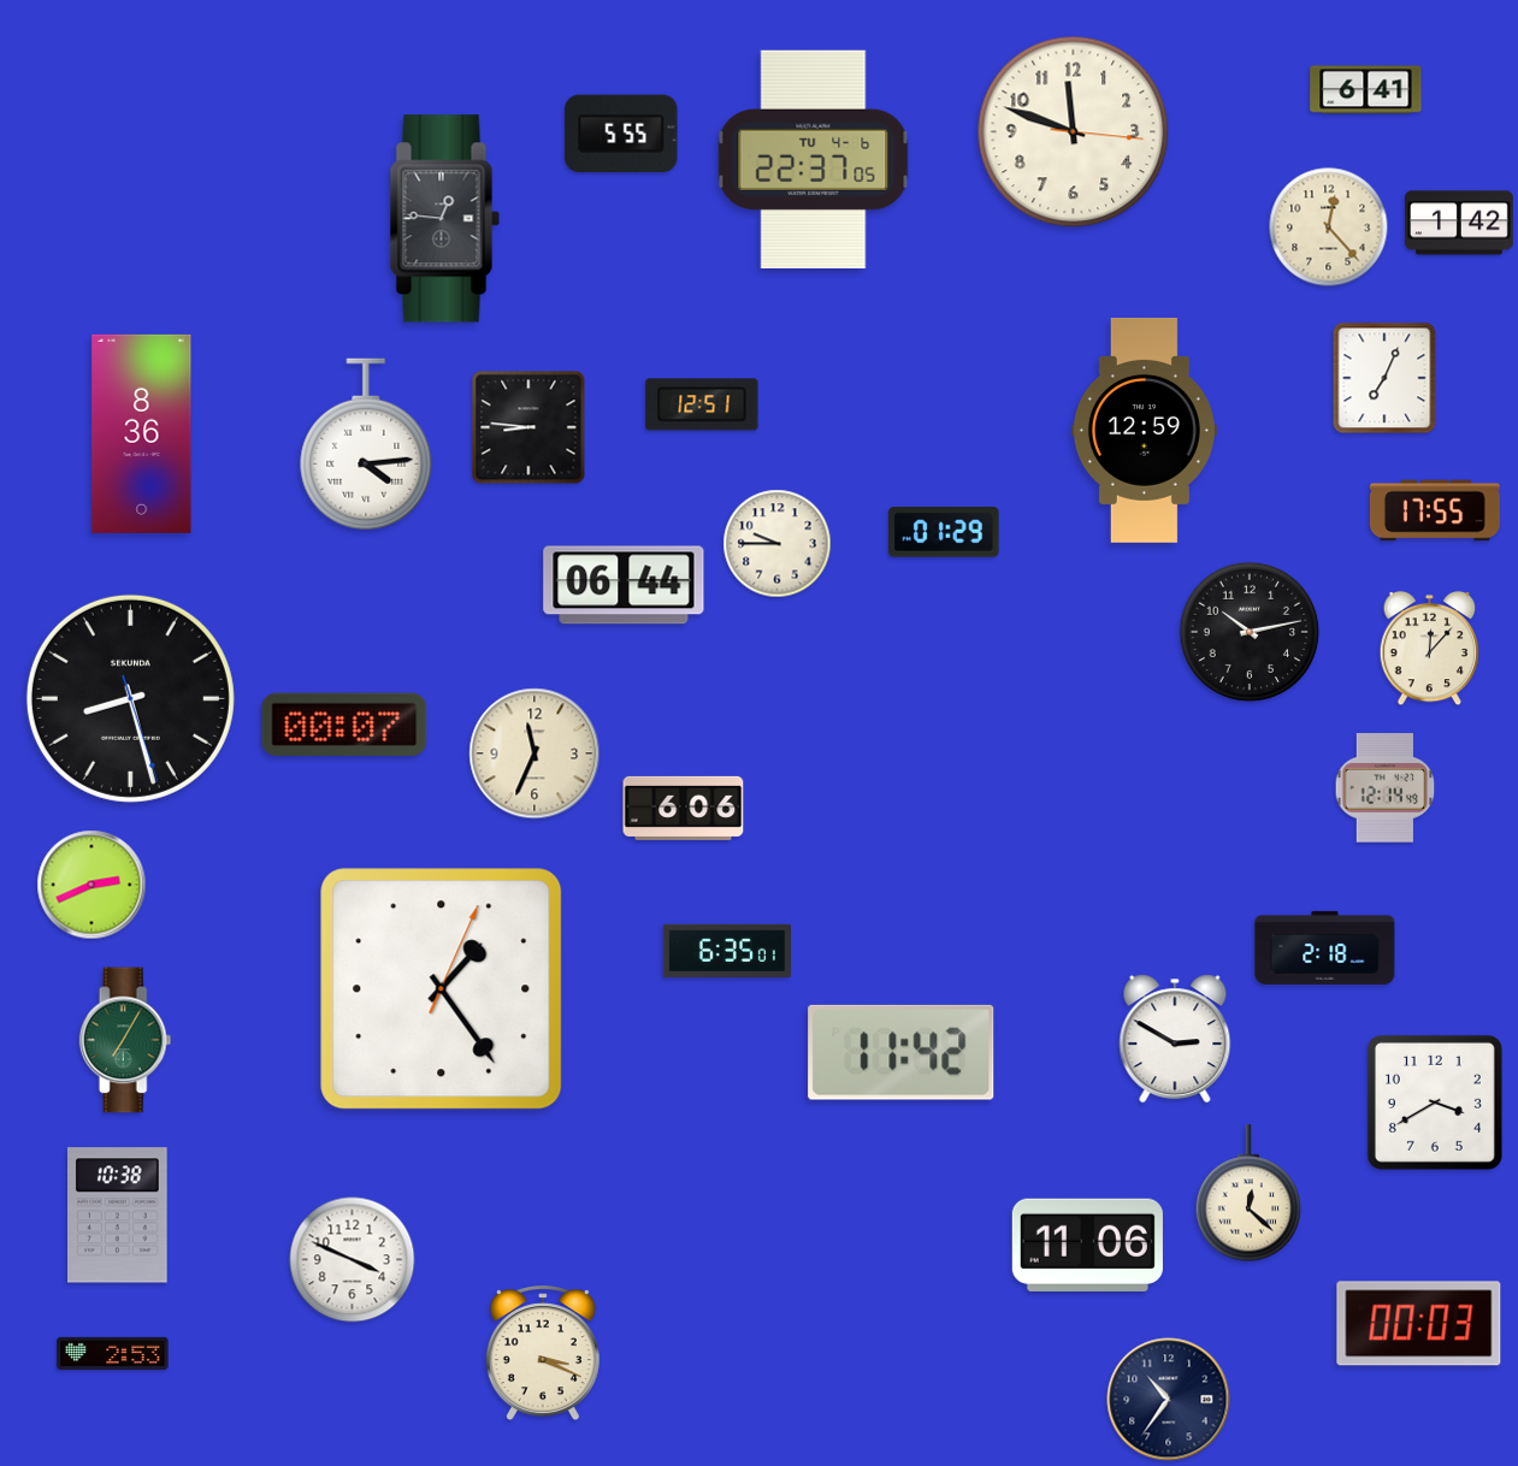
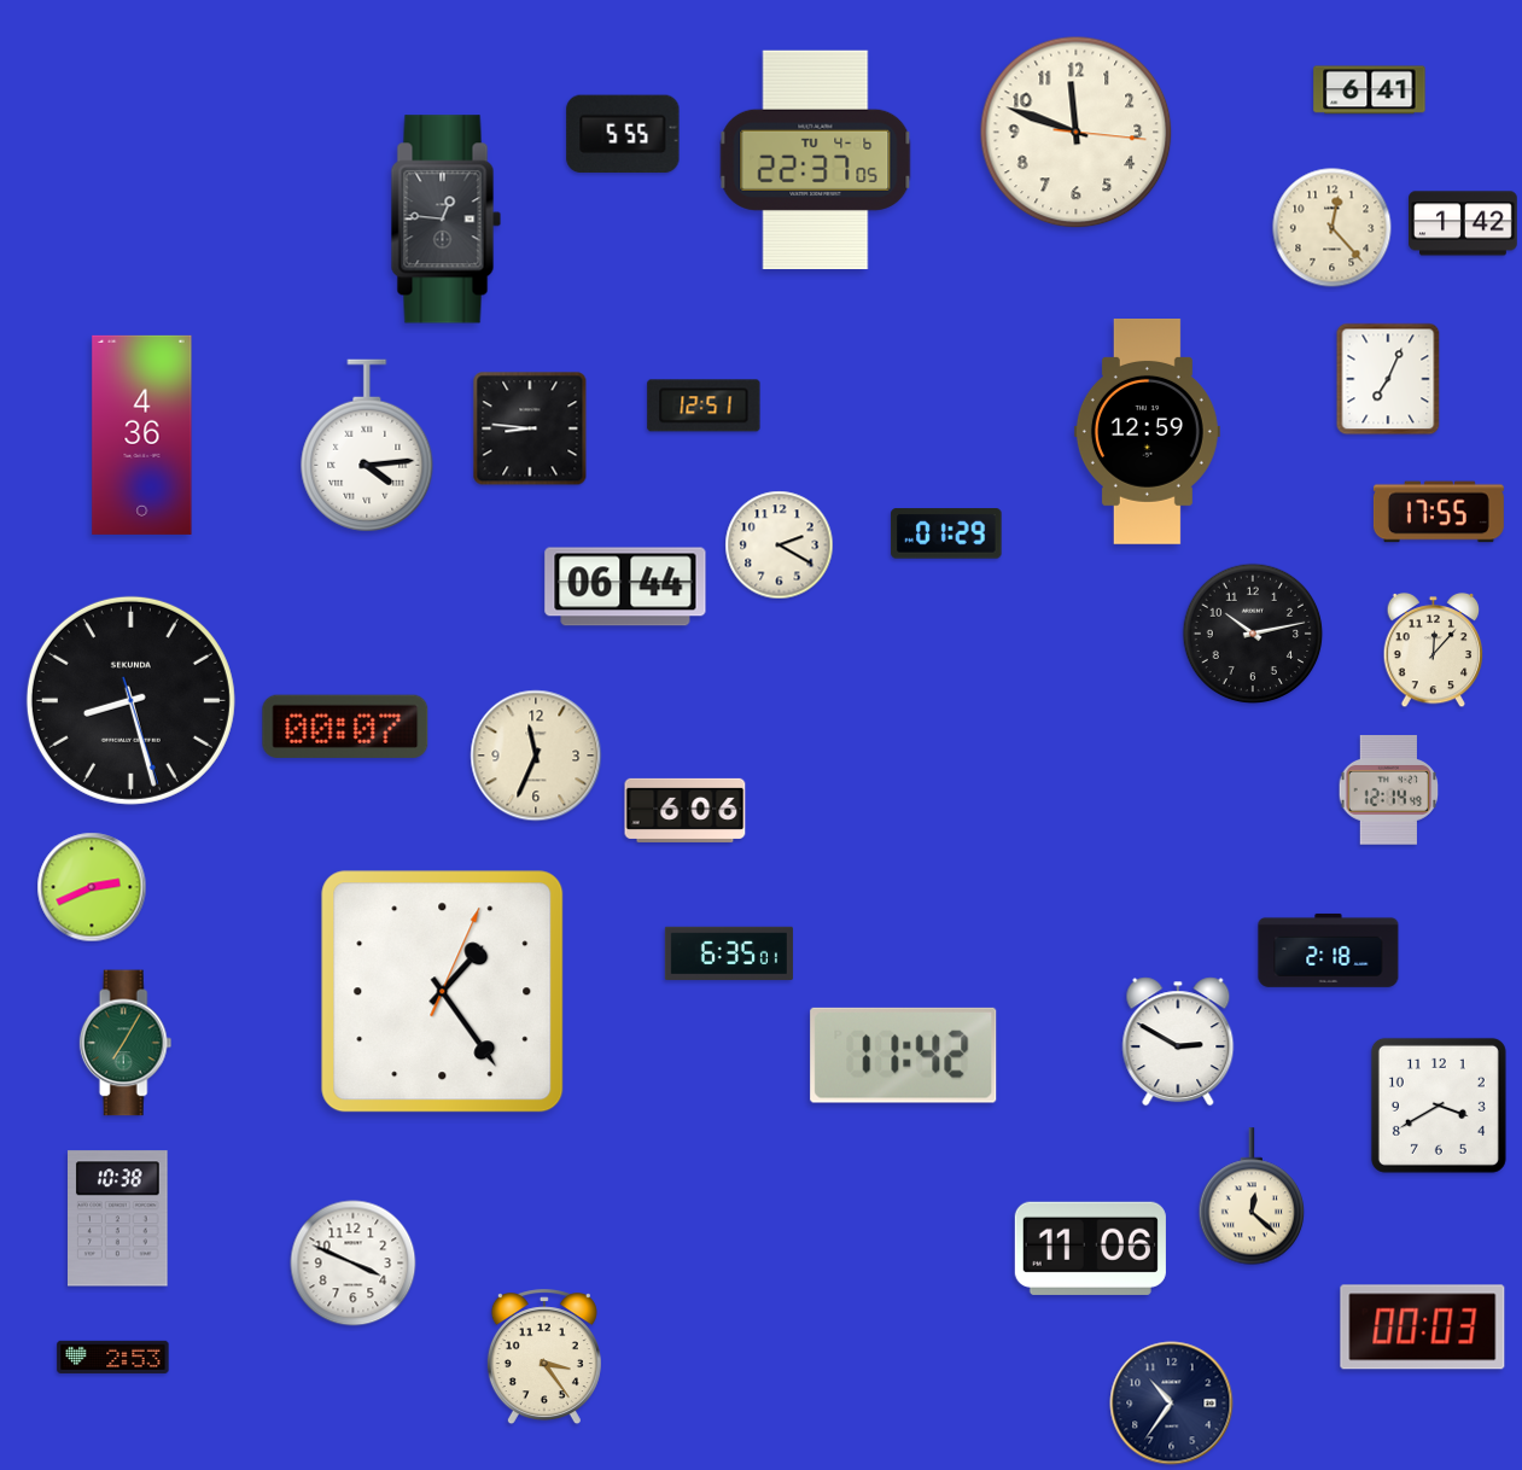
clock at (142, 433): 8:36 -> 4:36
clock at (778, 544): 9:45 -> 2:20
clock at (543, 1354): 3:19 -> 3:24
